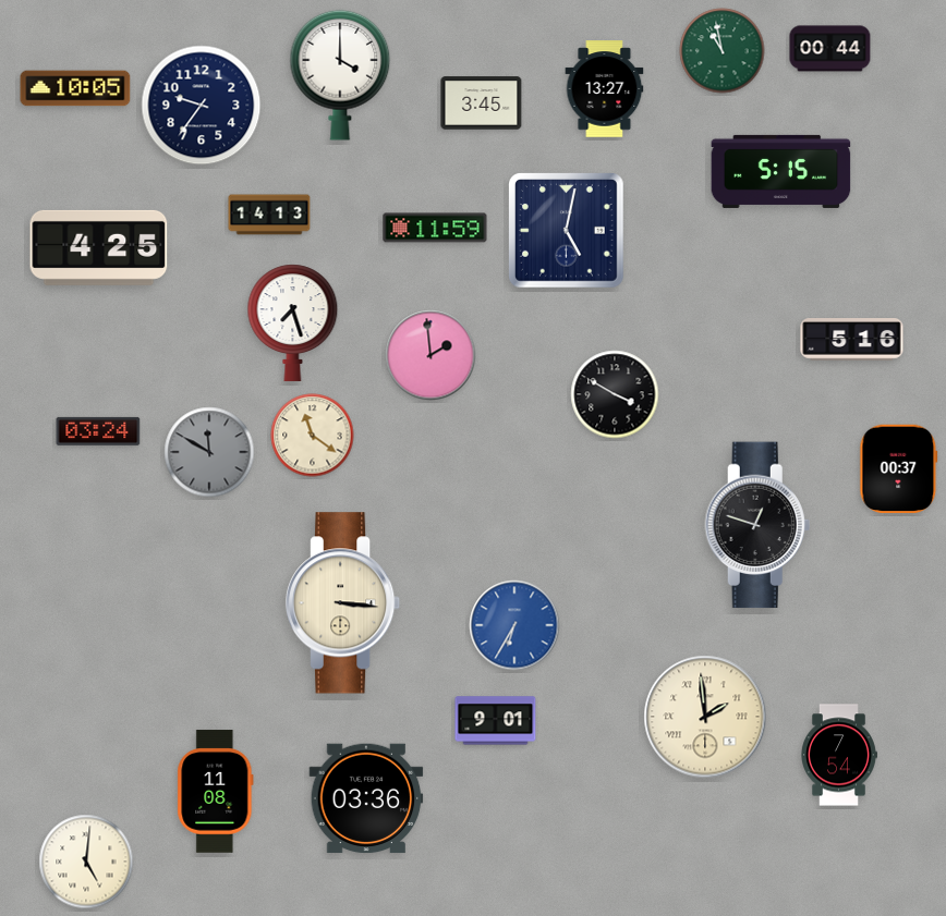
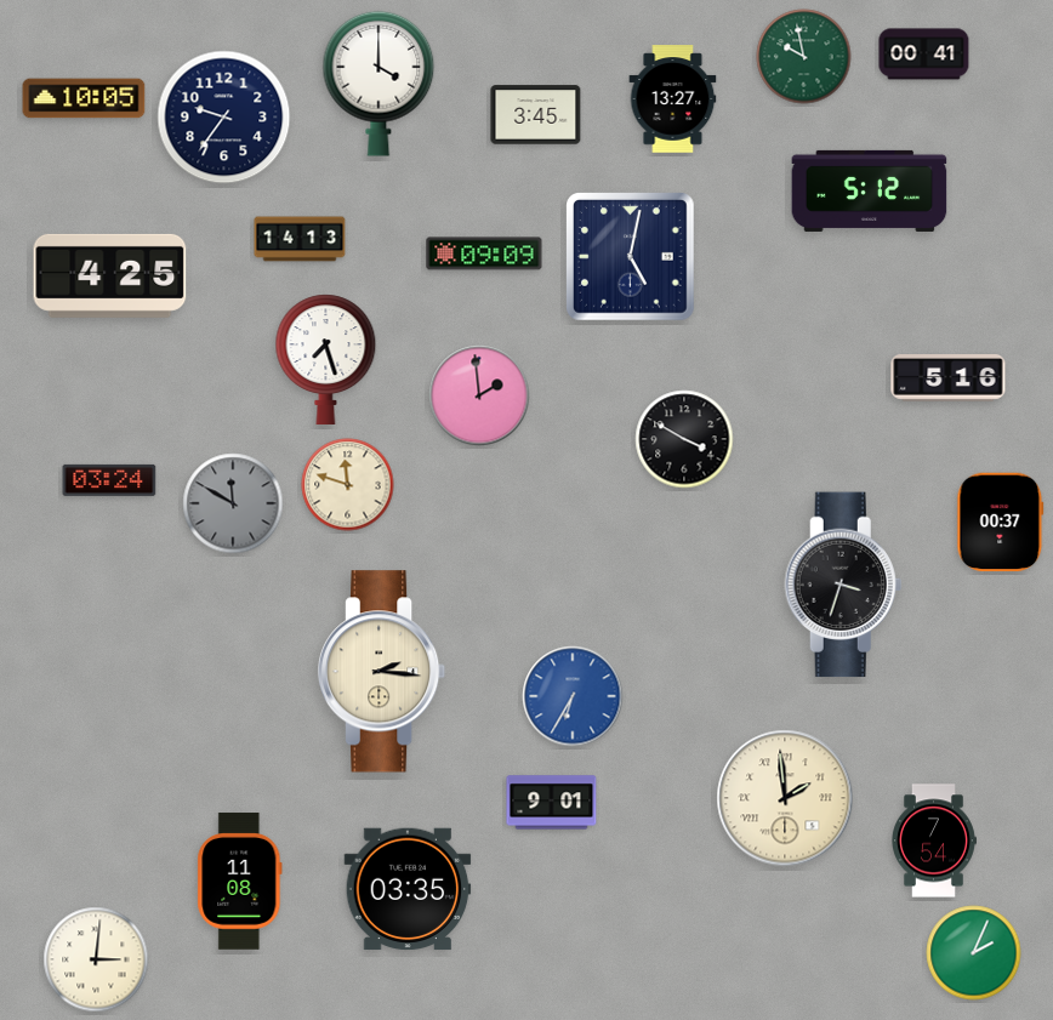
clock at (830, 49): 00:44 -> 00:41
clock at (723, 51): 10:58 -> 9:58
clock at (781, 171): 5:15 -> 5:12
clock at (435, 228): 11:59 -> 09:09
clock at (313, 436): 11:21 -> 11:48
clock at (757, 525): 12:48 -> 3:33
clock at (343, 603): 3:16 -> 2:16
clock at (366, 798): 03:36 -> 03:35
clock at (974, 953): none -> 2:04
clock at (86, 862): 5:01 -> 3:01
